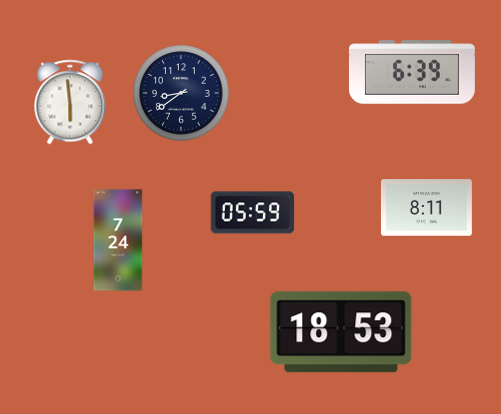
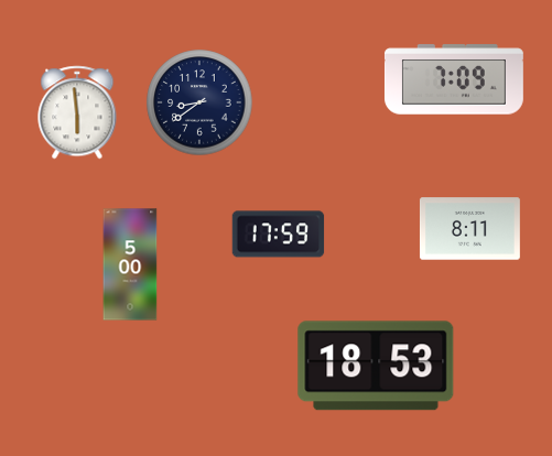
clock at (412, 72): 6:39 -> 7:09
clock at (253, 213): 05:59 -> 17:59
clock at (118, 240): 7:24 -> 5:00
